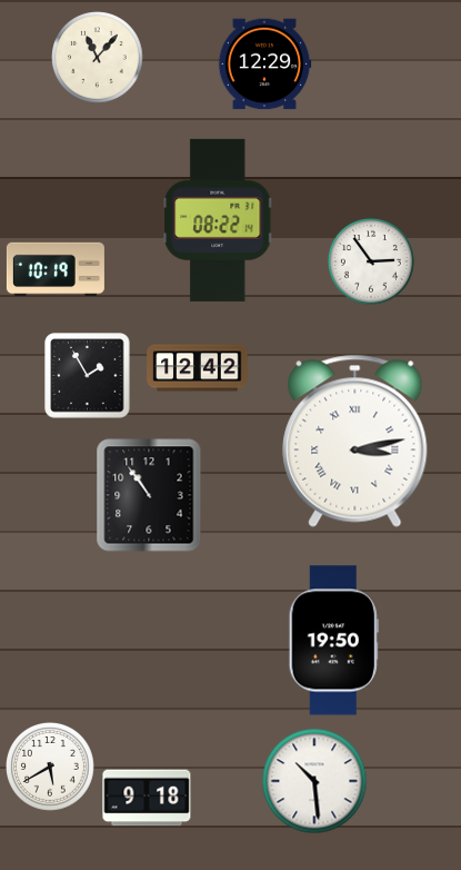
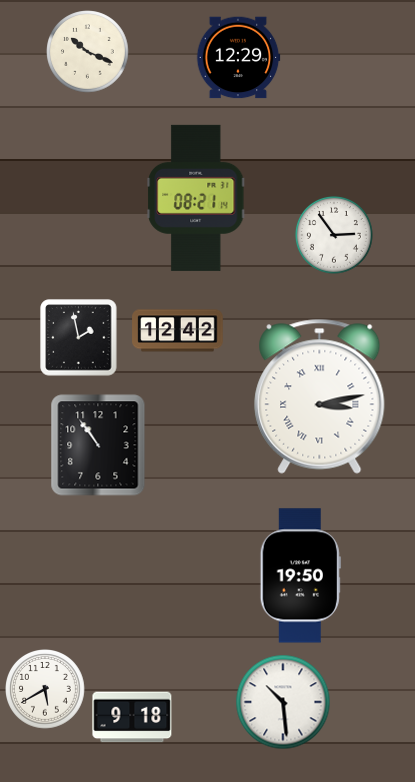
clock at (98, 58): 11:07 -> 10:19
clock at (218, 220): 08:22 -> 08:21
clock at (56, 269): 10:19 -> none
clock at (88, 376): 1:55 -> 1:58
clock at (149, 495) position: (149, 495) -> (98, 445)
